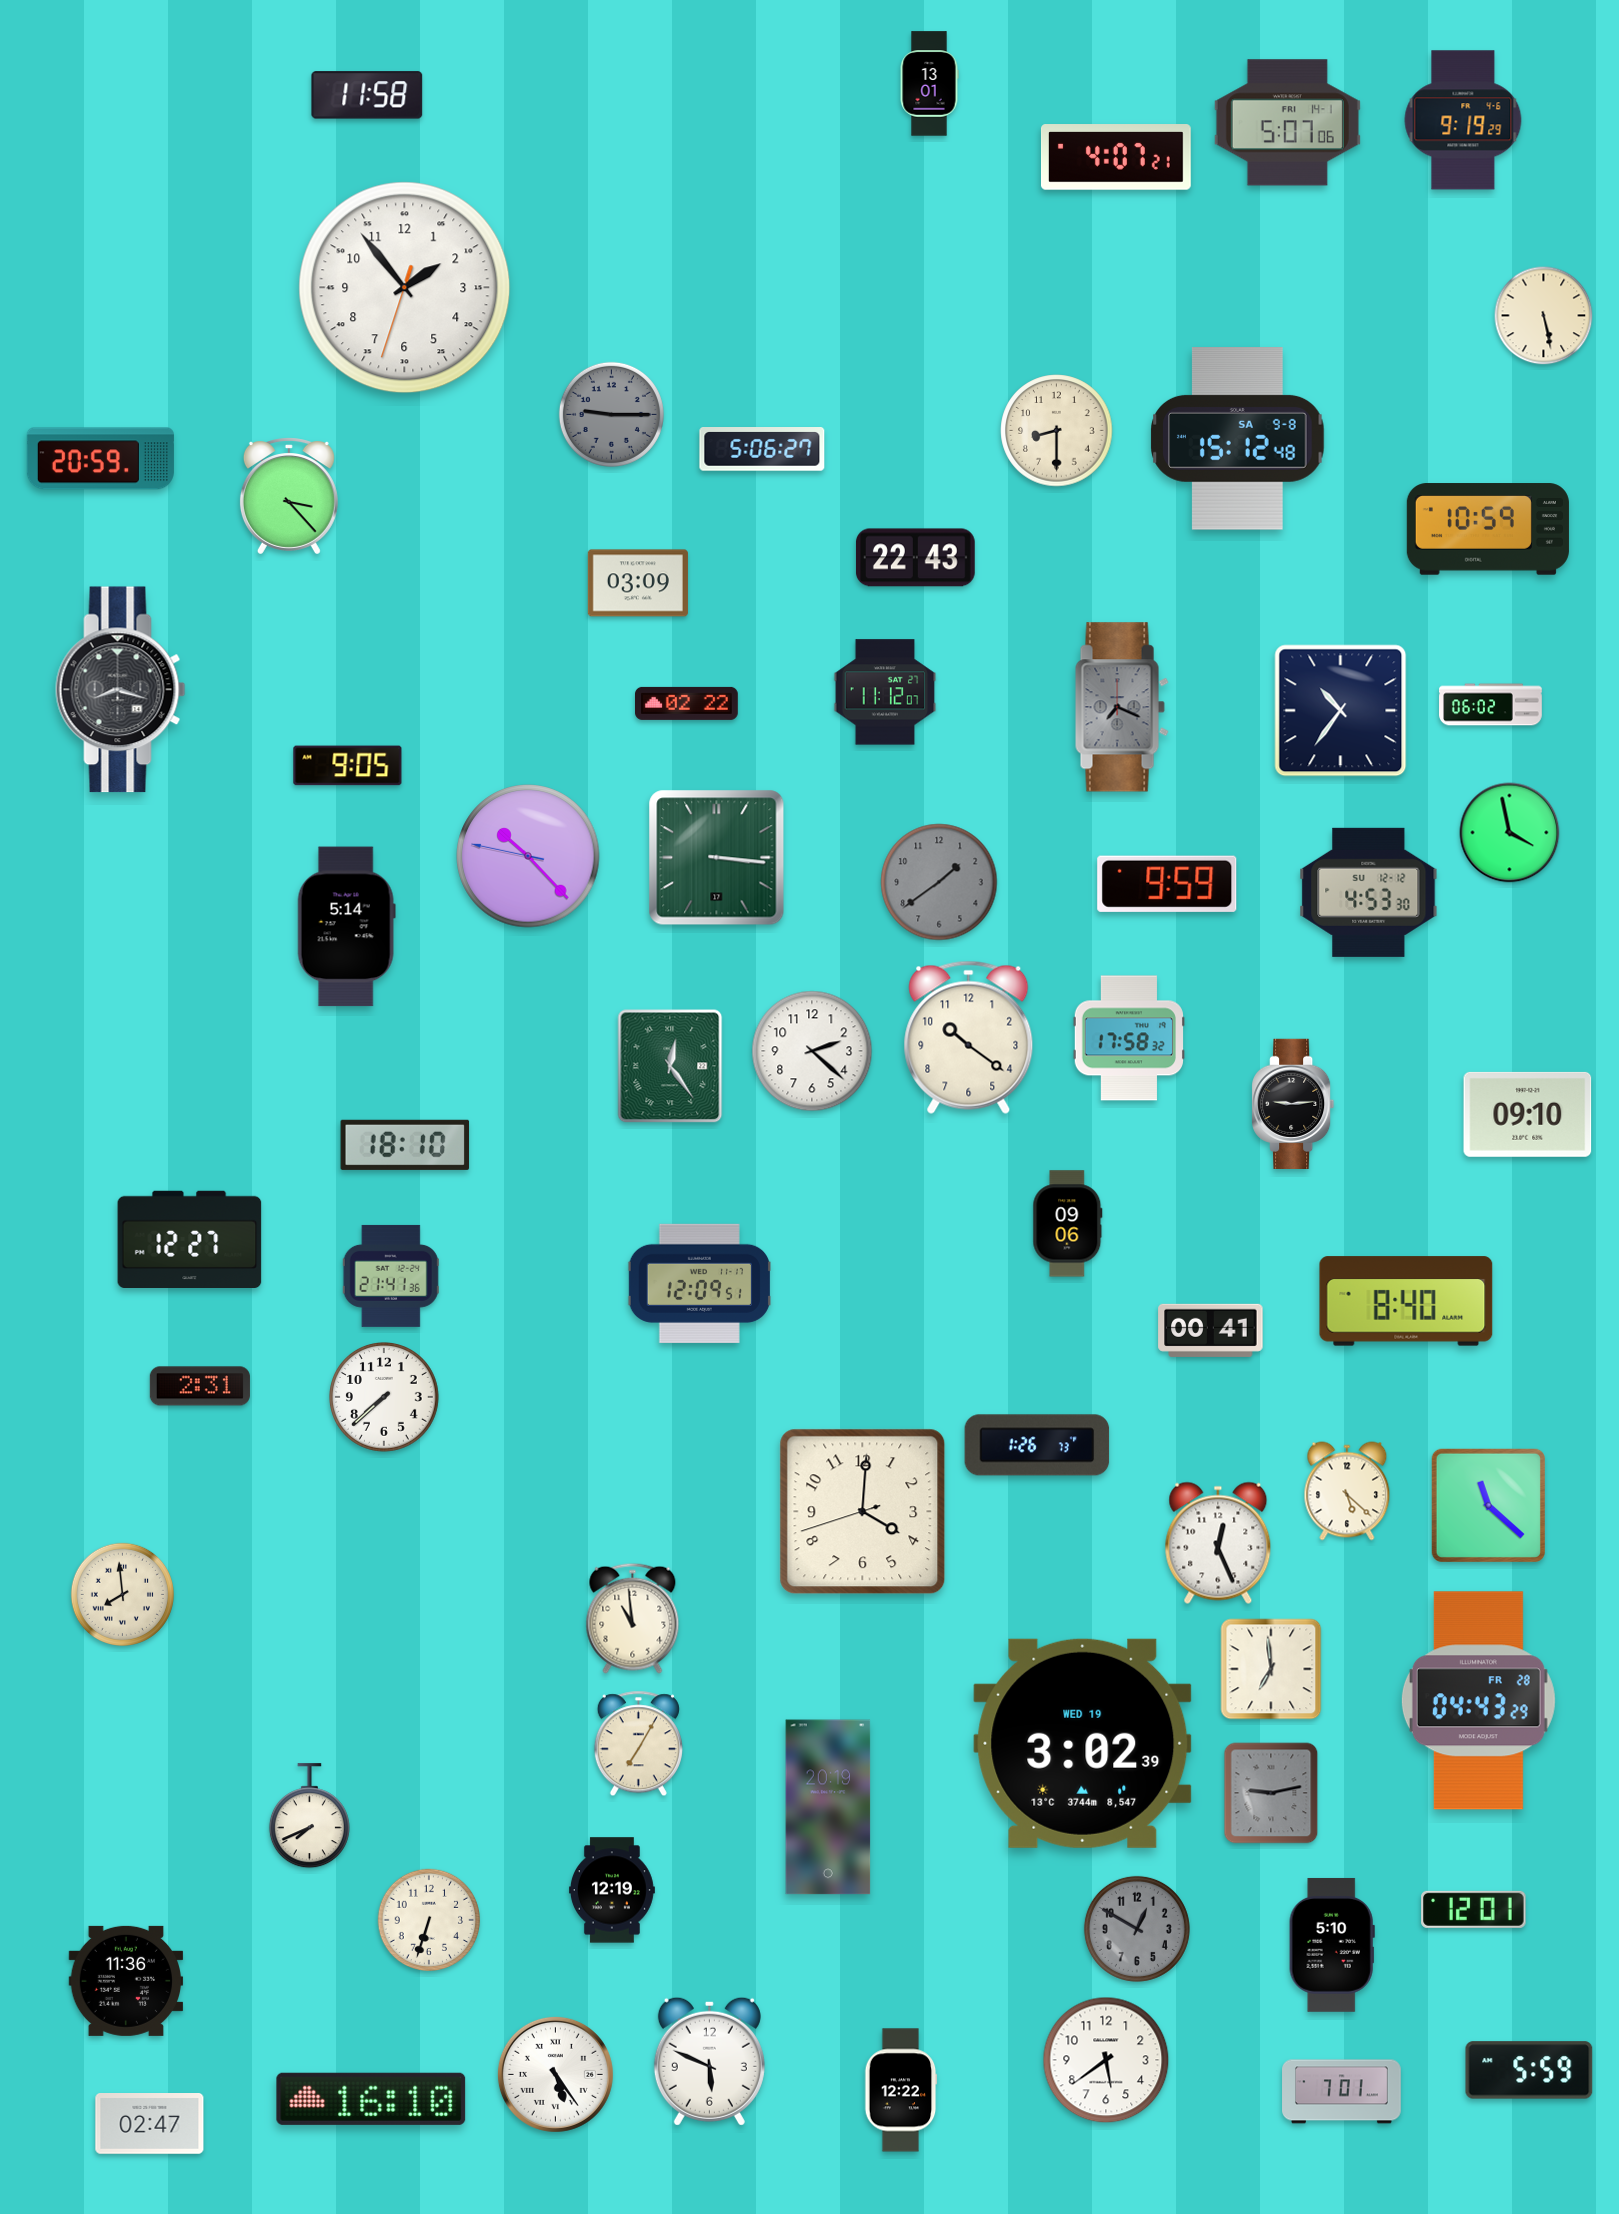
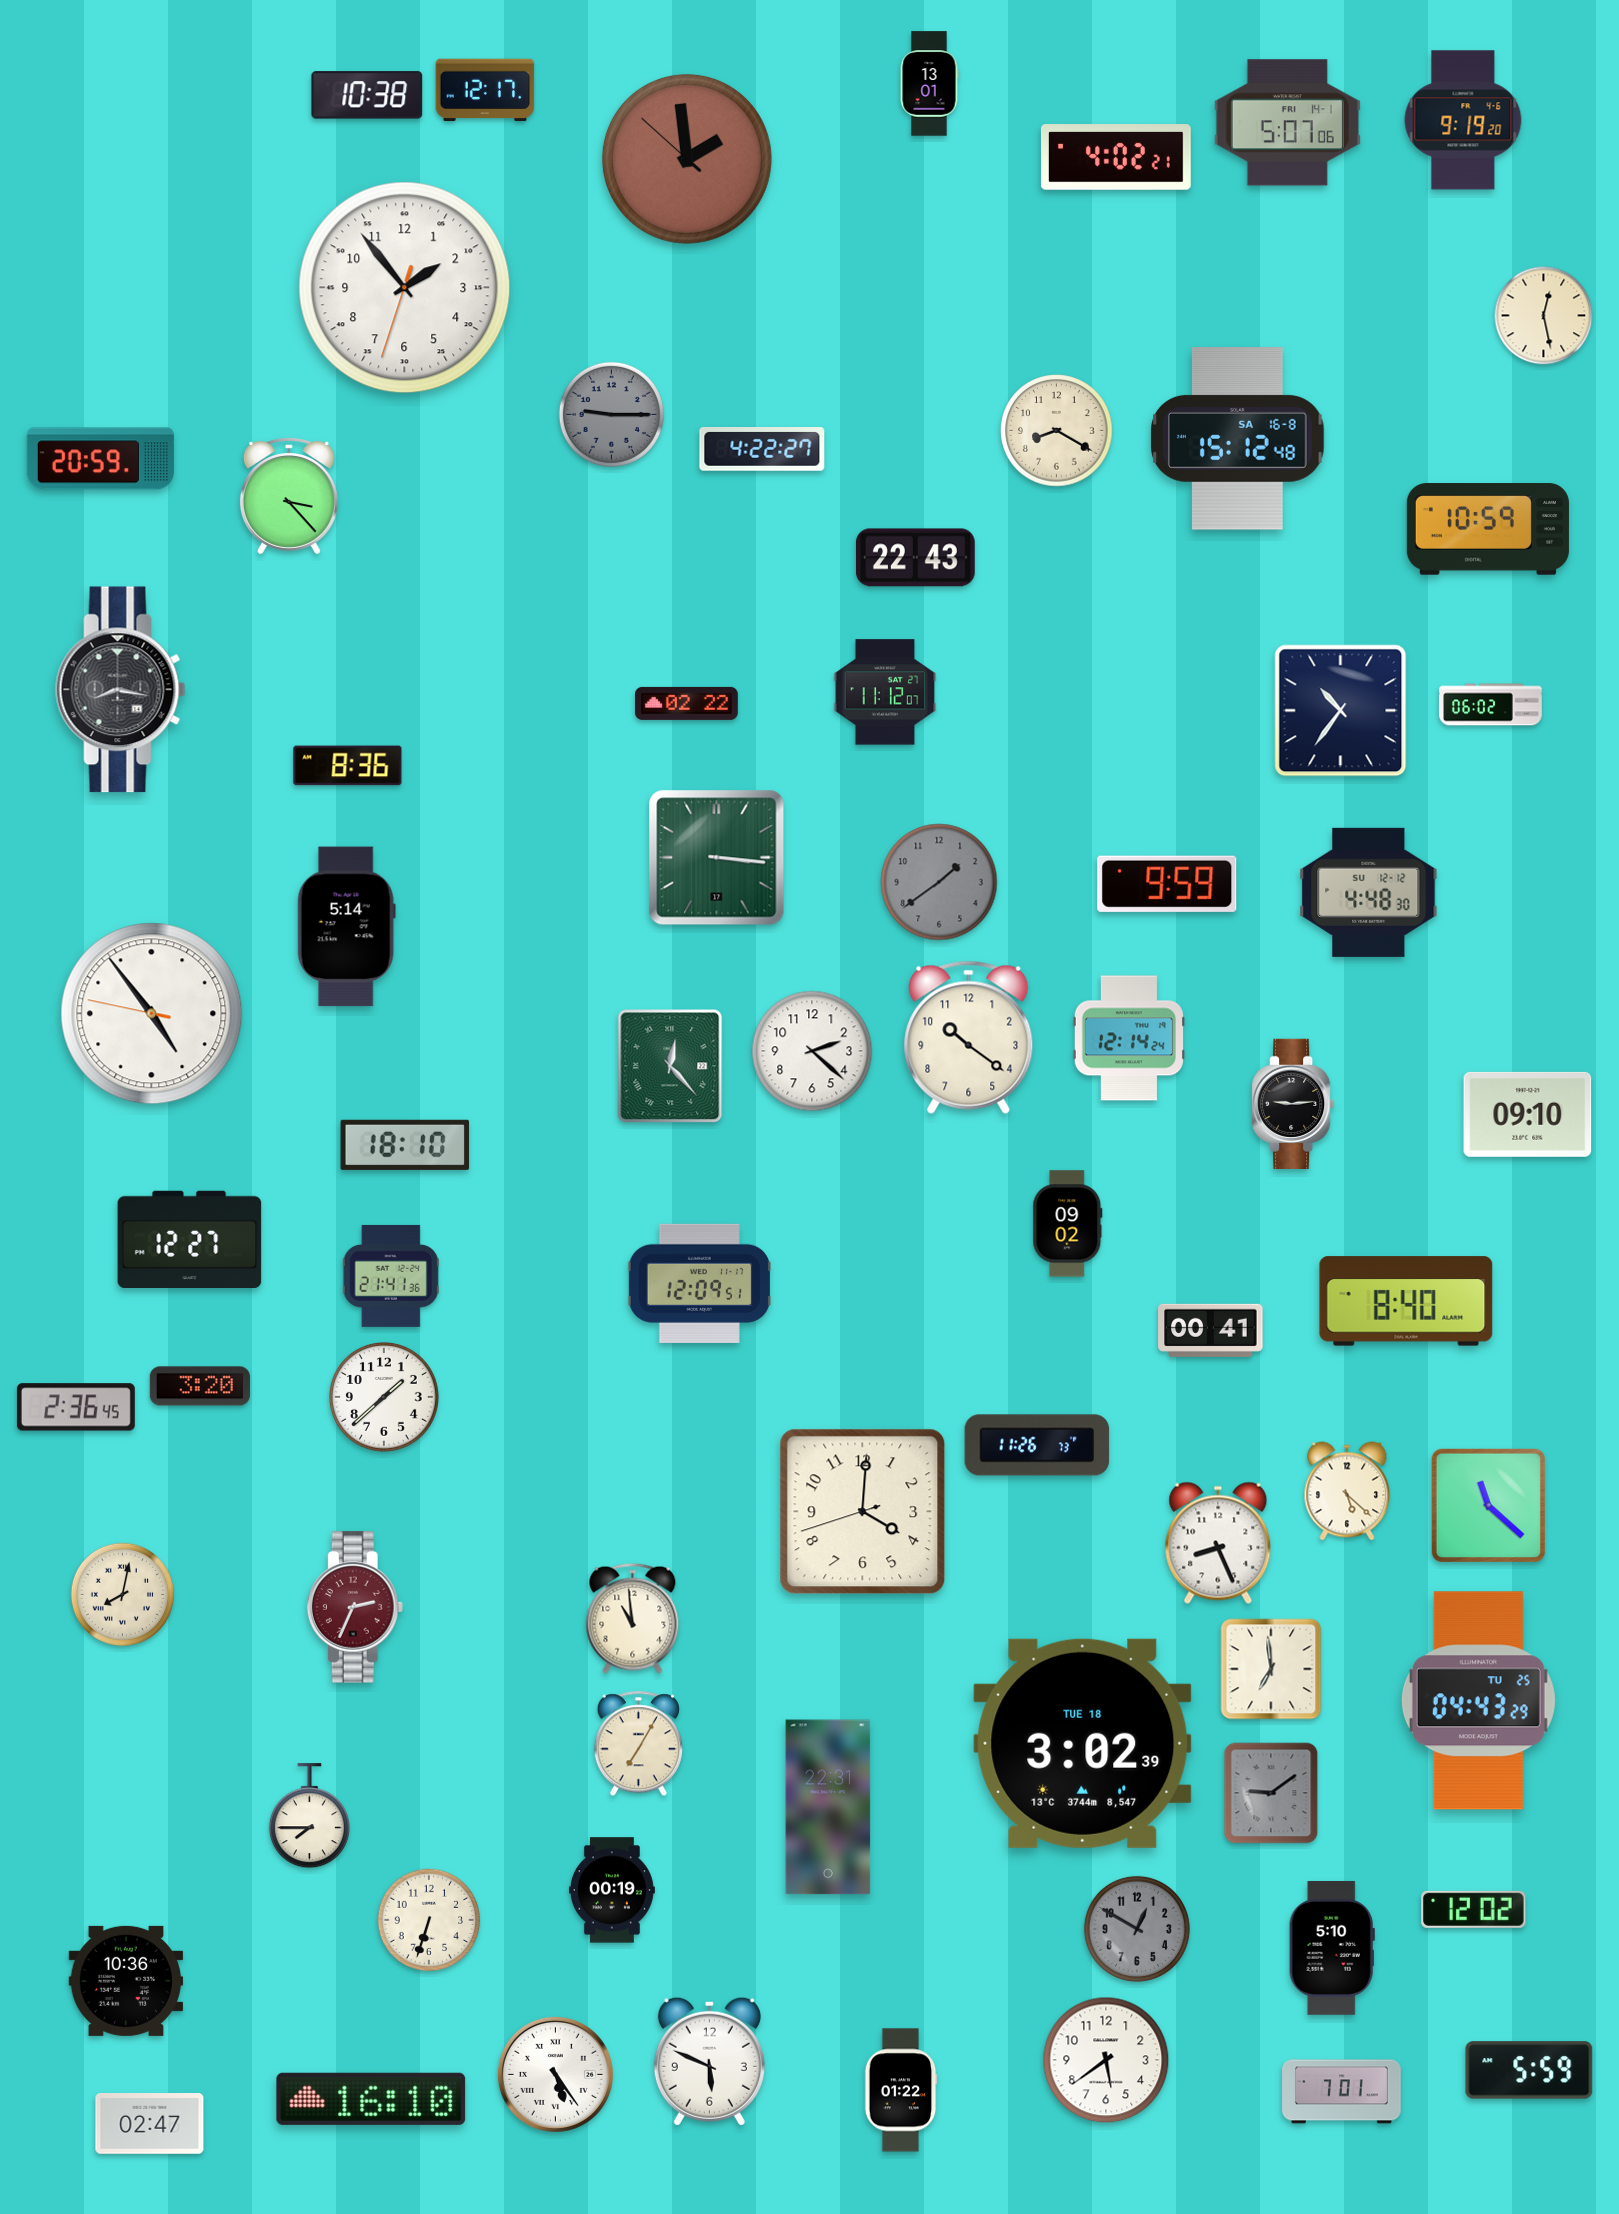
clock at (485, 90): none -> 12:17
clock at (367, 95): 11:58 -> 10:38
clock at (1463, 120): 9:19:29 -> 9:19:20
clock at (1116, 157): 4:07 -> 4:02
clock at (687, 159): none -> 1:58
clock at (1544, 316): 5:28 -> 12:28
clock at (1057, 431): 8:30 -> 8:20
clock at (1238, 439) date: SA 9-8 -> SA 16-8
clock at (762, 449): 5:06 -> 4:22
clock at (638, 583): 03:09 -> none
clock at (121, 690): 8:18 -> 8:17
clock at (1122, 707): 7:19 -> none
clock at (348, 766): 9:05 -> 8:36
clock at (1510, 833): 3:58 -> none
clock at (528, 856): 10:22 -> none
clock at (1369, 892): 4:53 -> 4:48
clock at (152, 1014): none -> 4:53
clock at (1129, 1038): 17:58 -> 12:14
clock at (670, 1066): 12:24 -> 12:23
clock at (1068, 1224): 09:06 -> 09:02
clock at (200, 1386): 2:31 -> 3:20
clock at (385, 1398): 7:38 -> 1:38
clock at (76, 1407): none -> 2:36
clock at (1037, 1445): 1:26 -> 11:26
clock at (1218, 1543): 12:26 -> 8:26
clock at (122, 1594): 7:59 -> 8:02
clock at (355, 1607): none -> 2:34
clock at (1478, 1701) date: FR 28 -> TU 25
clock at (1083, 1743) date: WED 19 -> TUE 18
clock at (1271, 1793): 9:13 -> 9:09
clock at (828, 1807): 20:19 -> 22:31
clock at (309, 1816): 7:41 -> 7:45
clock at (612, 1890): 12:19 -> 00:19
clock at (1474, 1909): 12:01 -> 12:02
clock at (1332, 1945) position: (1332, 1945) -> (1332, 1948)
clock at (126, 1981): 11:36 -> 10:36
clock at (901, 2090): 12:22 -> 01:22
